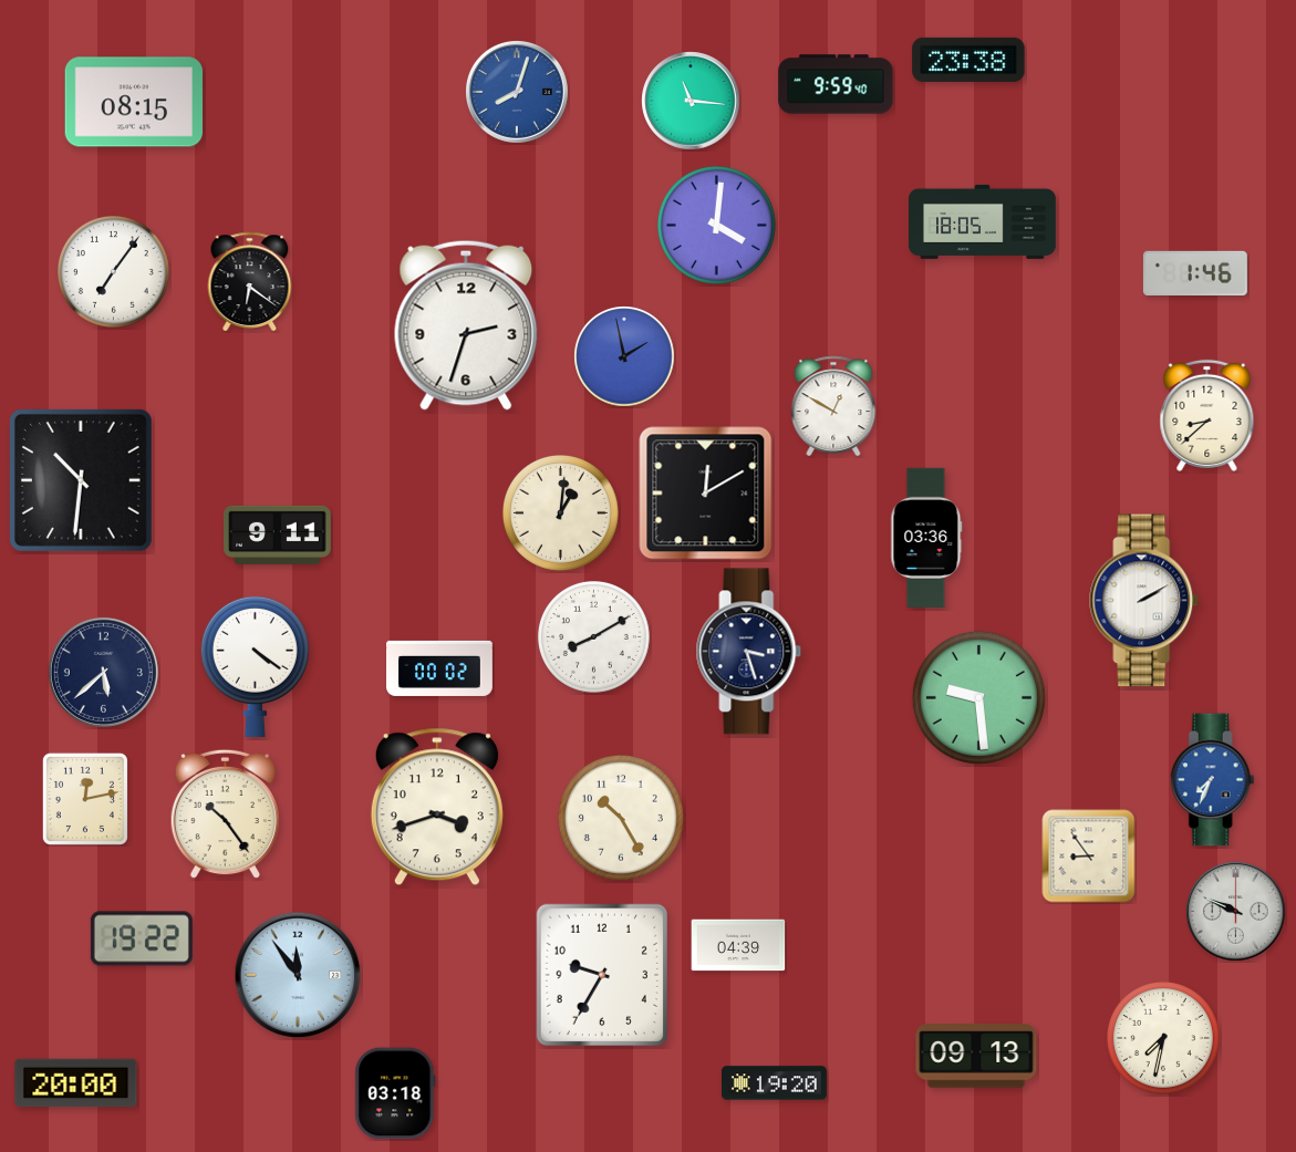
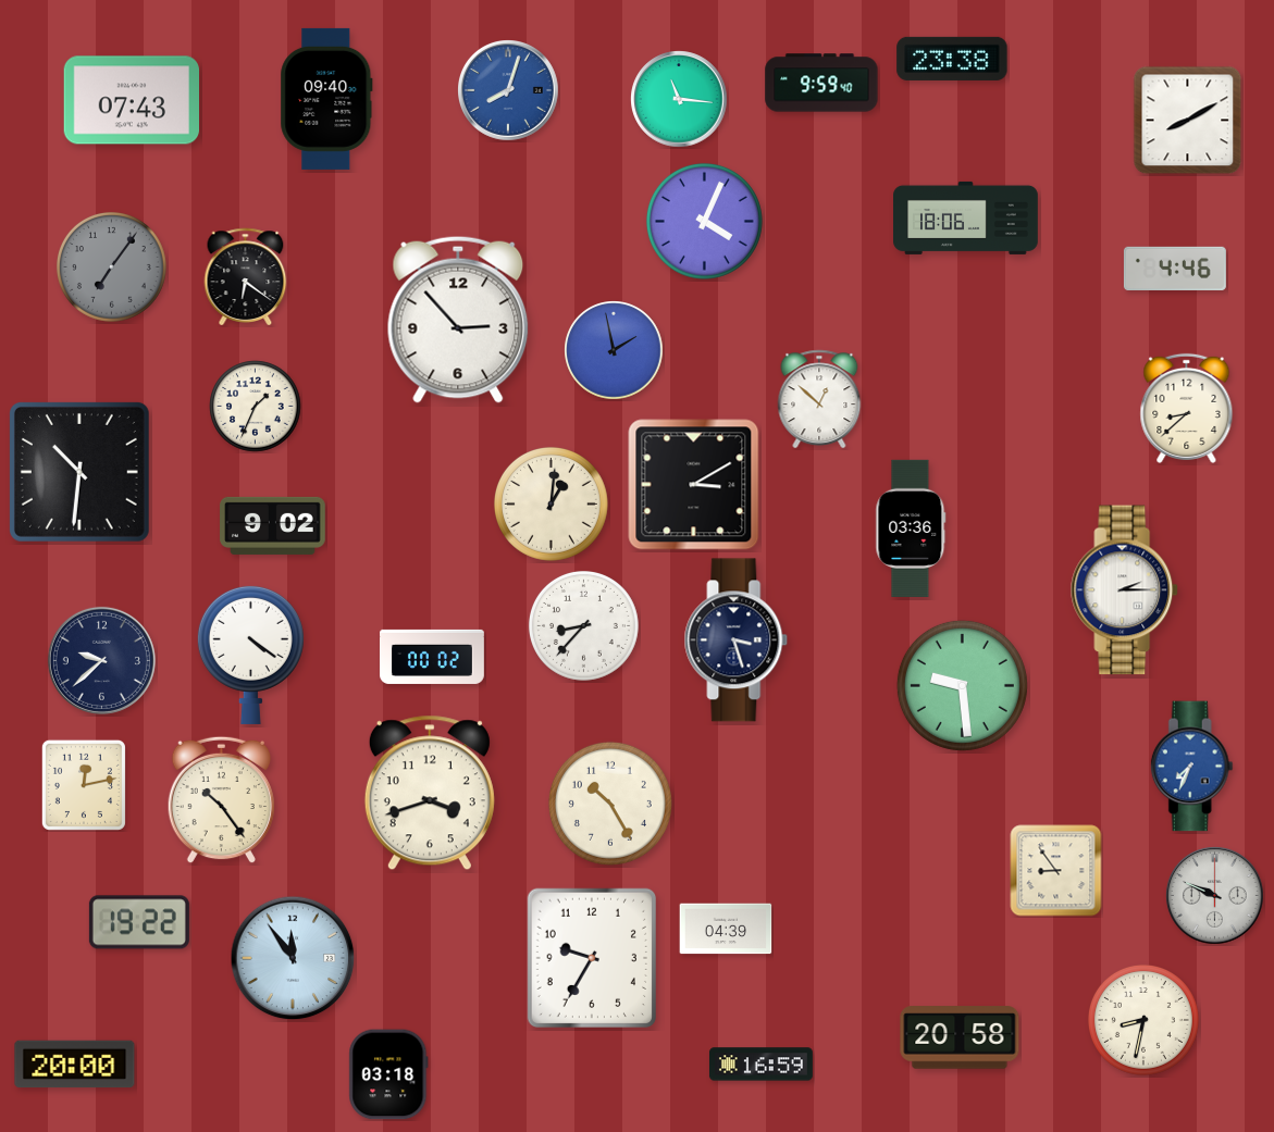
clock at (326, 99): none -> 09:40
clock at (133, 102): 08:15 -> 07:43
clock at (1188, 121): none -> 8:10
clock at (983, 221): 18:05 -> 18:06
clock at (716, 225): 4:01 -> 4:04
clock at (113, 271) dial: white -> grey
clock at (1195, 272): 1:46 -> 4:46
clock at (466, 325): 2:33 -> 2:53
clock at (833, 406): 12:50 -> 12:52
clock at (256, 407): none -> 1:34
clock at (706, 494): 12:10 -> 3:10
clock at (278, 535): 9:11 -> 9:02
clock at (1144, 601): 2:10 -> 2:15
clock at (593, 636): 8:10 -> 8:37
clock at (103, 672): 5:38 -> 9:38
clock at (1089, 857) position: (1089, 857) -> (1056, 871)
clock at (1163, 1038): 7:32 -> 8:32
clock at (976, 1056): 09:13 -> 20:58
clock at (774, 1083): 19:20 -> 16:59
